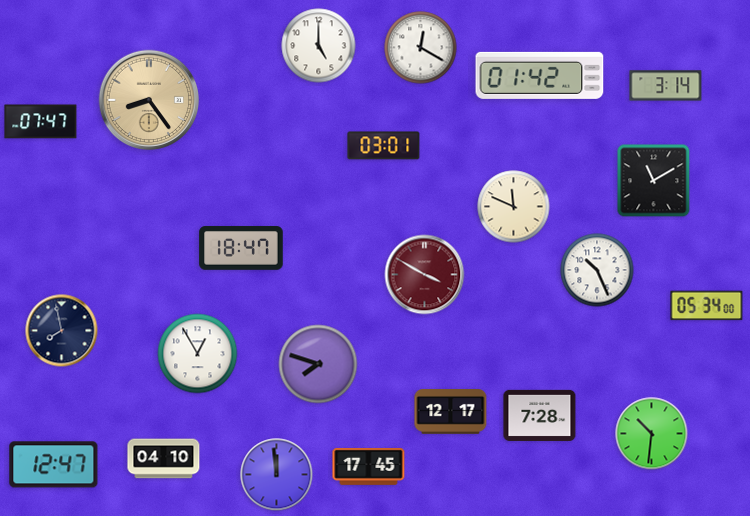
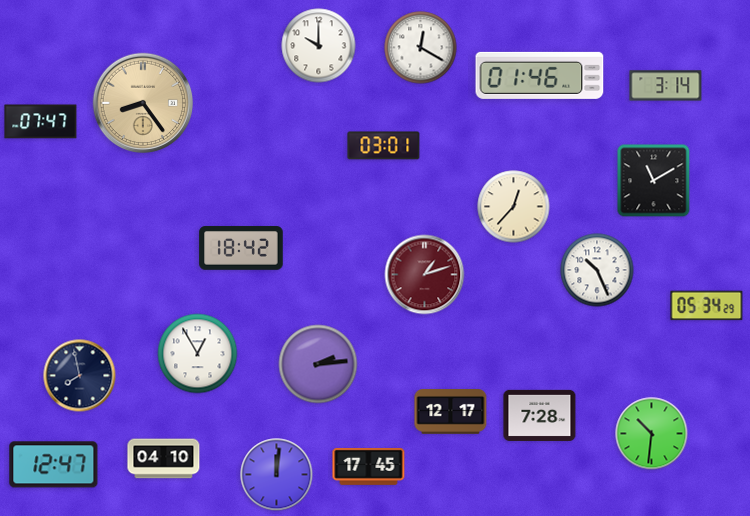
clock at (319, 46): 5:00 -> 10:00
clock at (540, 75): 01:42 -> 01:46
clock at (149, 100) position: (149, 100) -> (143, 103)
clock at (514, 207): 11:49 -> 12:37
clock at (241, 248): 18:47 -> 18:42
clock at (425, 275): 3:50 -> 1:12
clock at (707, 306): 05:34:00 -> 05:34:29
clock at (62, 331) position: (62, 331) -> (80, 376)
clock at (318, 364): 7:48 -> 2:14
clock at (277, 475): 11:59 -> 12:01
